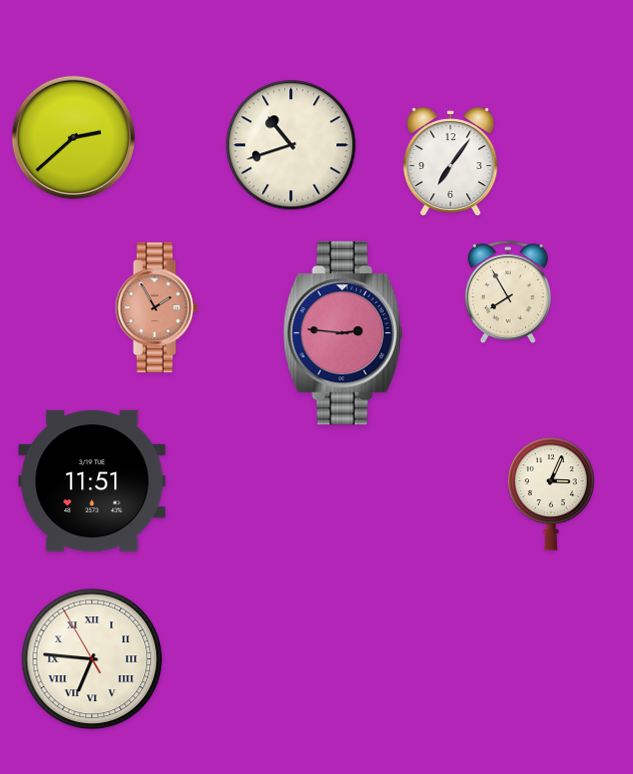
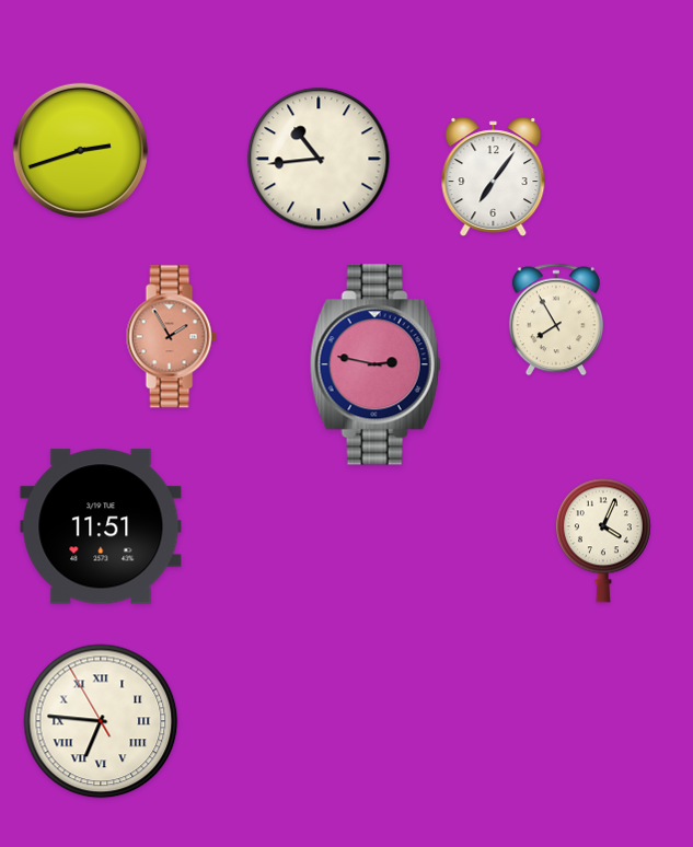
clock at (73, 137): 2:38 -> 2:42
clock at (291, 145): 10:42 -> 10:44
clock at (343, 333): 2:46 -> 2:47
clock at (551, 494): 3:04 -> 4:04
